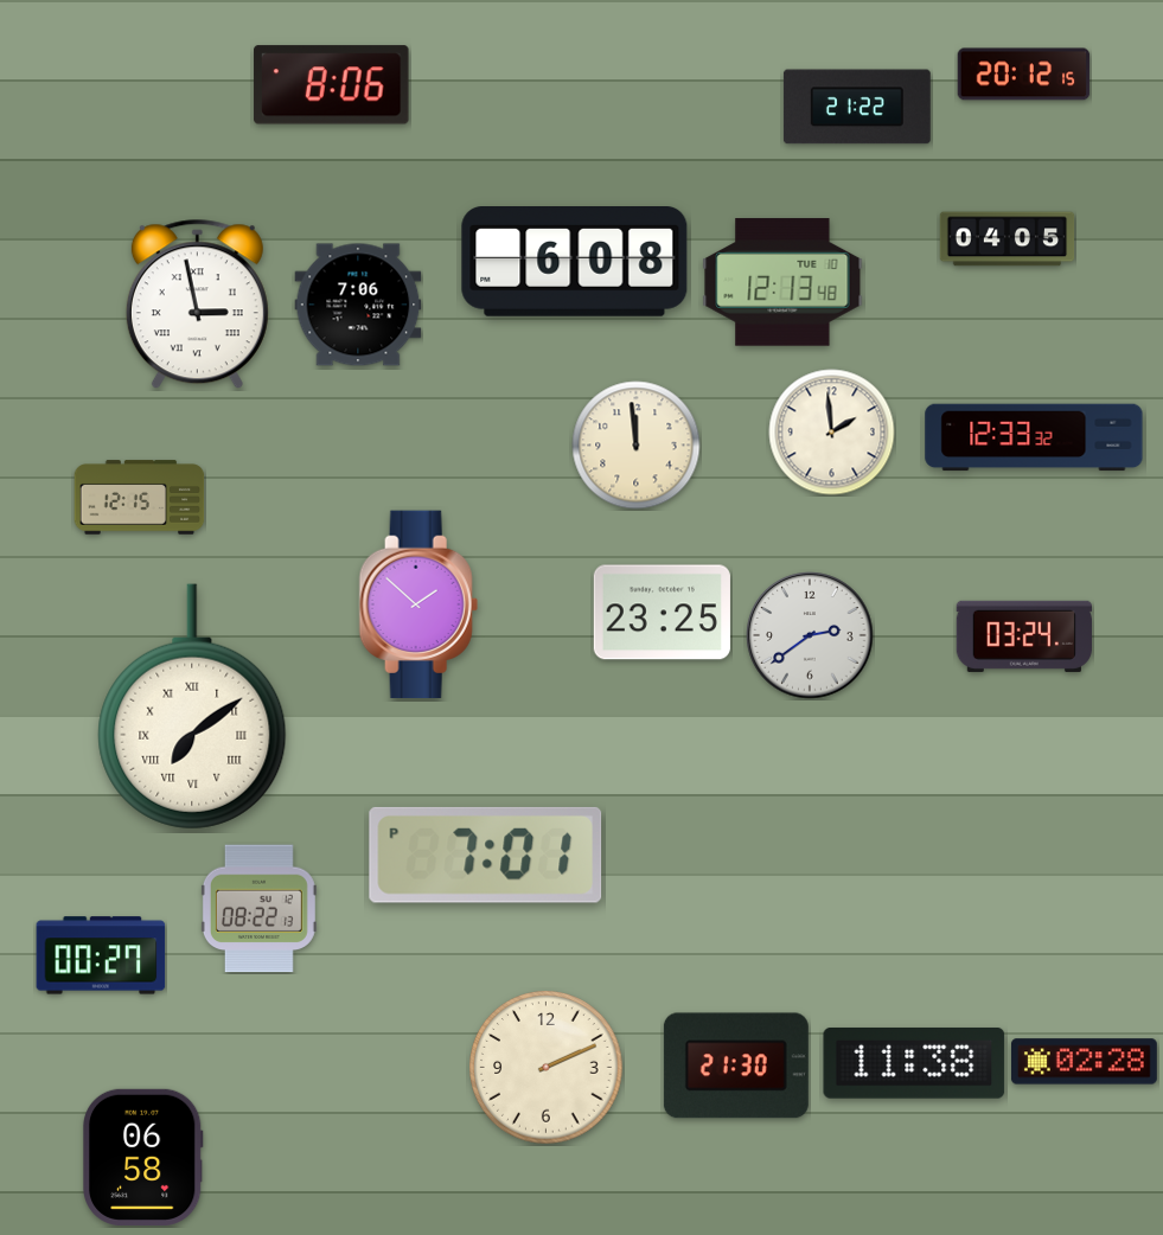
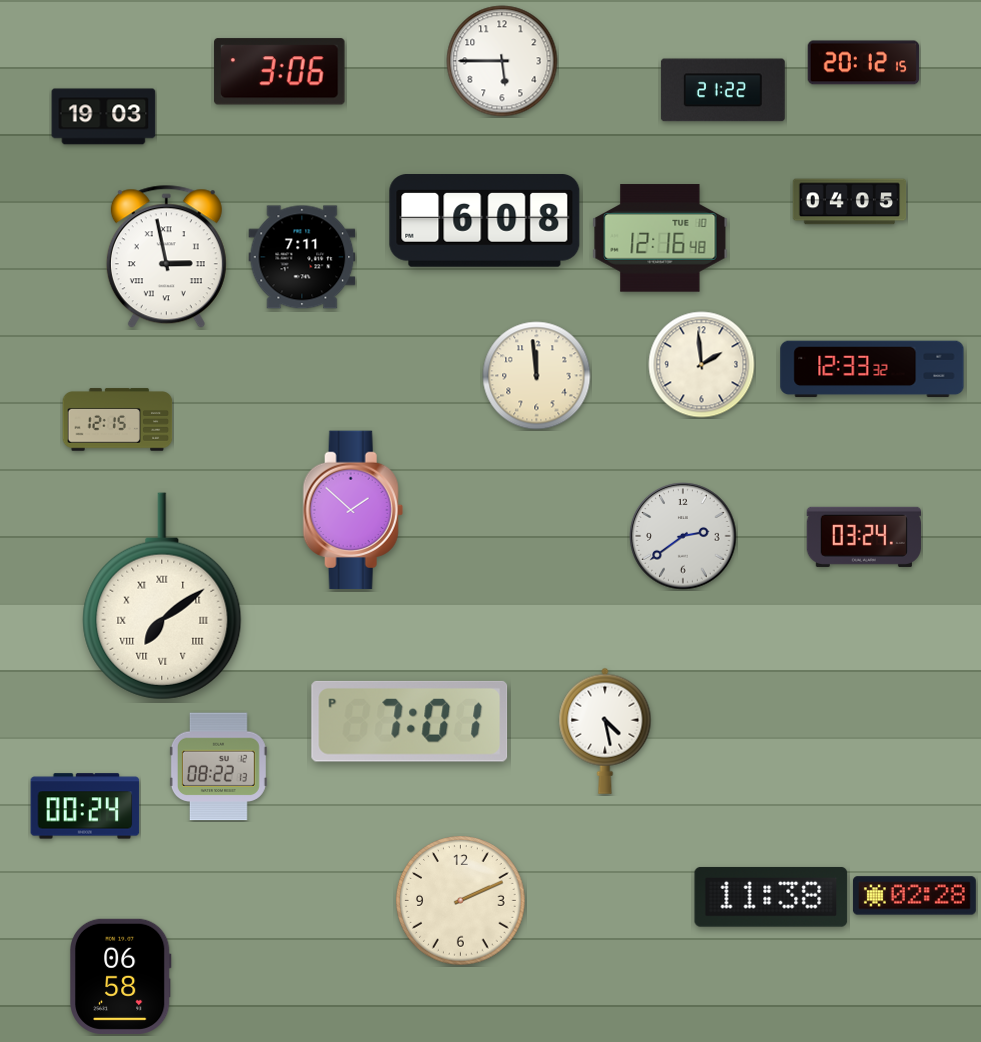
clock at (502, 61): none -> 5:45
clock at (332, 85): 8:06 -> 3:06
clock at (104, 117): none -> 19:03
clock at (782, 282): 12:13 -> 12:16
clock at (358, 305): 7:06 -> 7:11
clock at (662, 613): 23:25 -> none
clock at (605, 731): none -> 4:28
clock at (101, 955): 00:27 -> 00:24
clock at (736, 1066): 21:30 -> none
